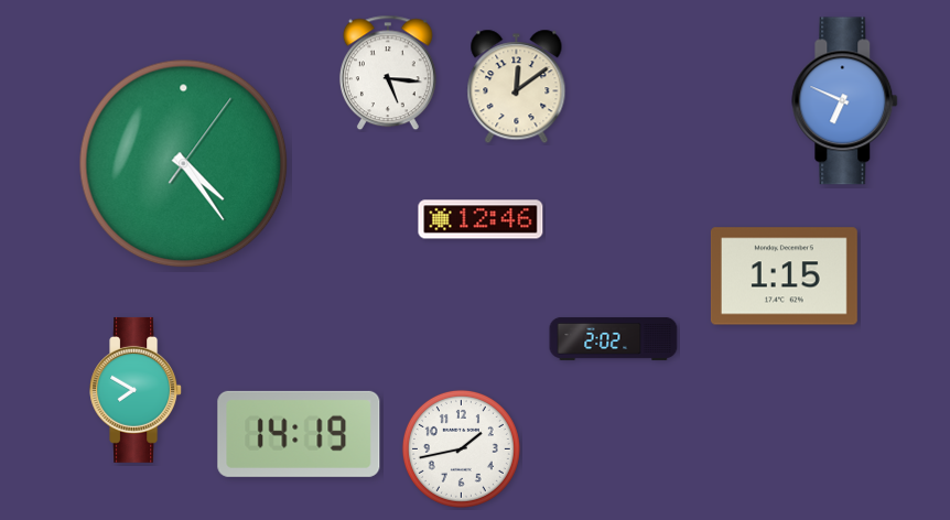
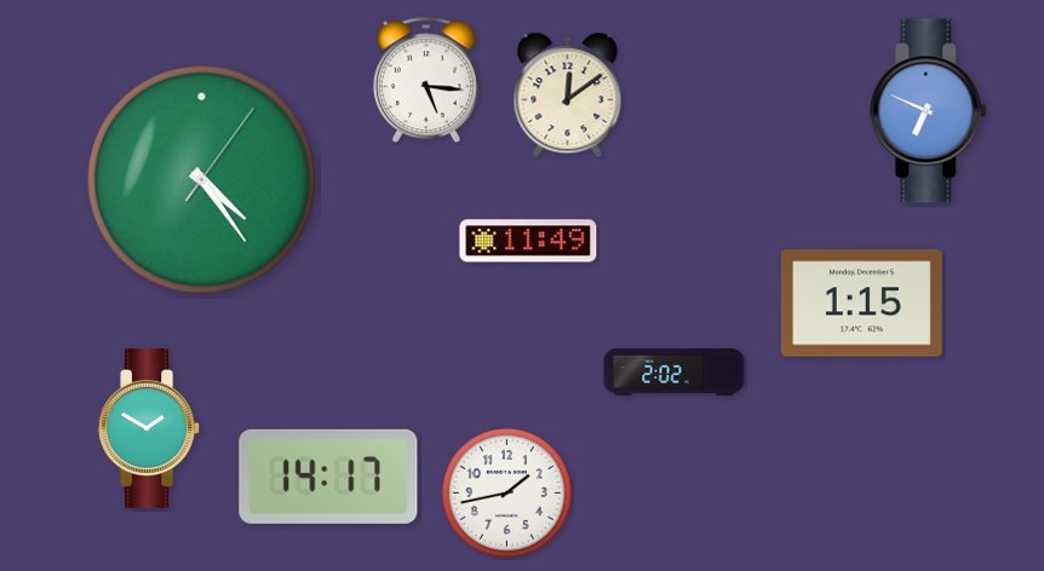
clock at (481, 219): 12:46 -> 11:49
clock at (137, 390): 7:50 -> 1:50
clock at (299, 434): 14:19 -> 14:17
